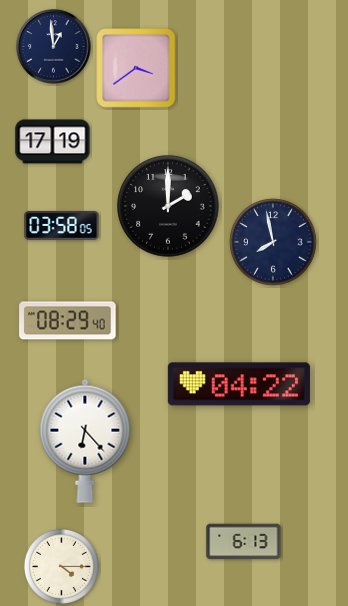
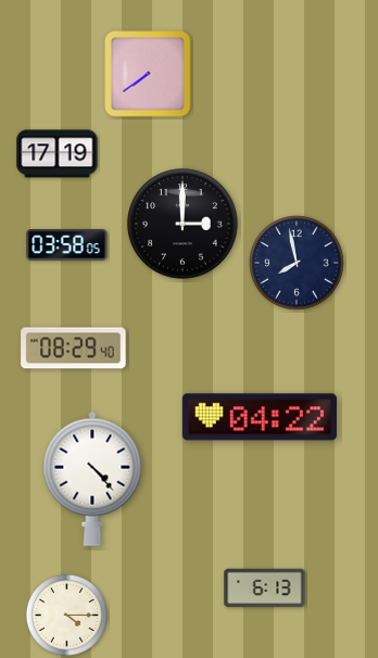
clock at (54, 47): 12:59 -> none
clock at (136, 68): 3:39 -> 7:39
clock at (168, 206): 2:00 -> 3:00
clock at (85, 441): 6:23 -> 4:23
